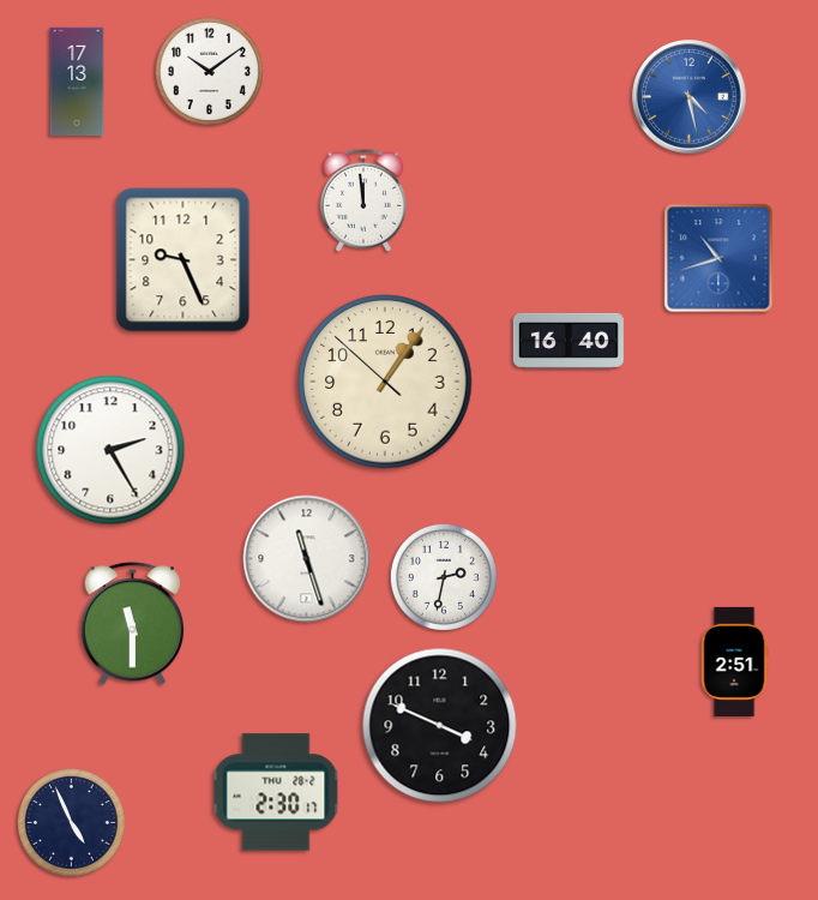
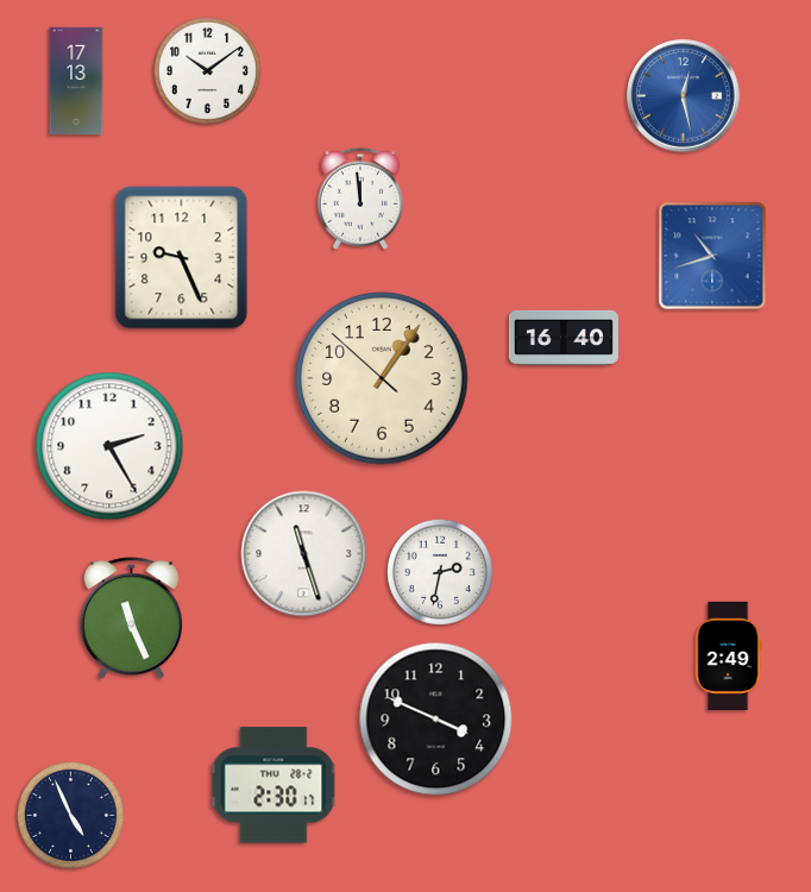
clock at (690, 97): 4:28 -> 12:28
clock at (132, 624): 11:30 -> 11:26
clock at (734, 661): 2:51 -> 2:49
